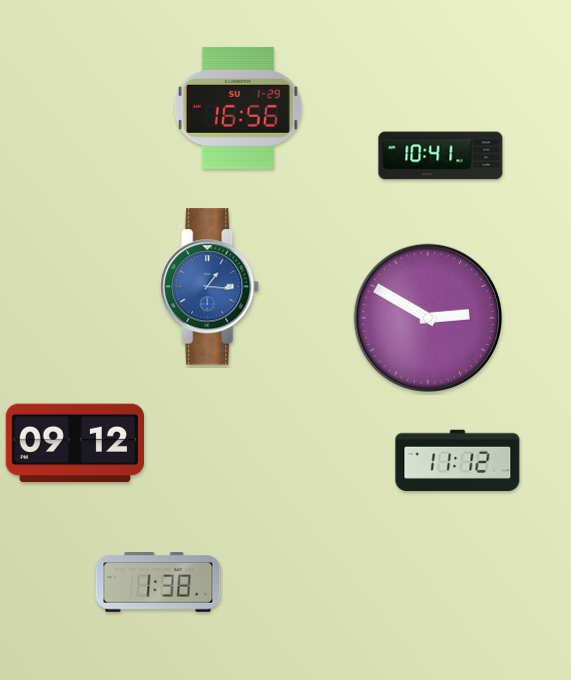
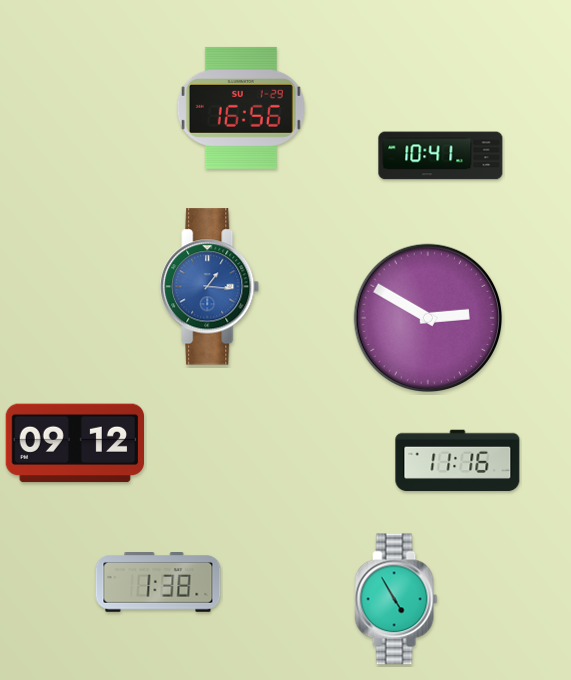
clock at (238, 108) position: (238, 108) -> (241, 108)
clock at (458, 461): 11:12 -> 11:16
clock at (396, 599): none -> 4:55
